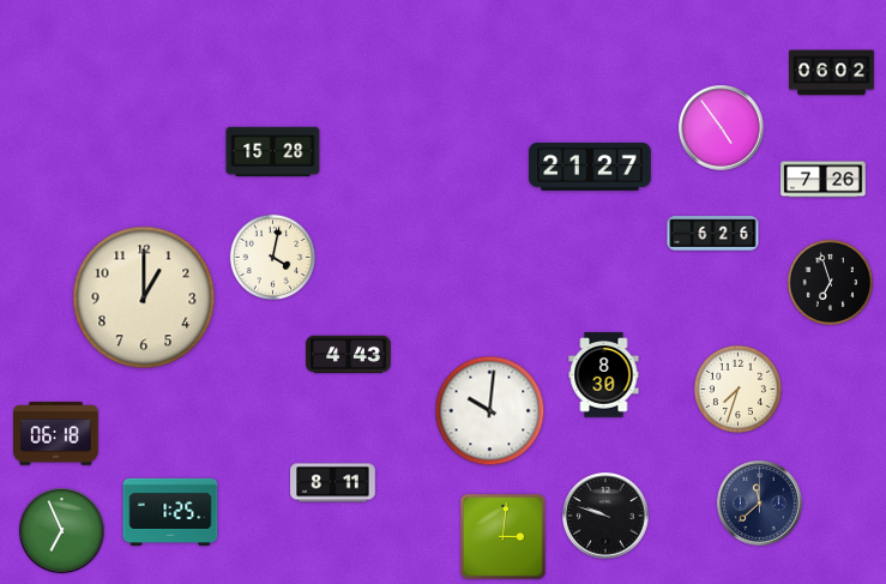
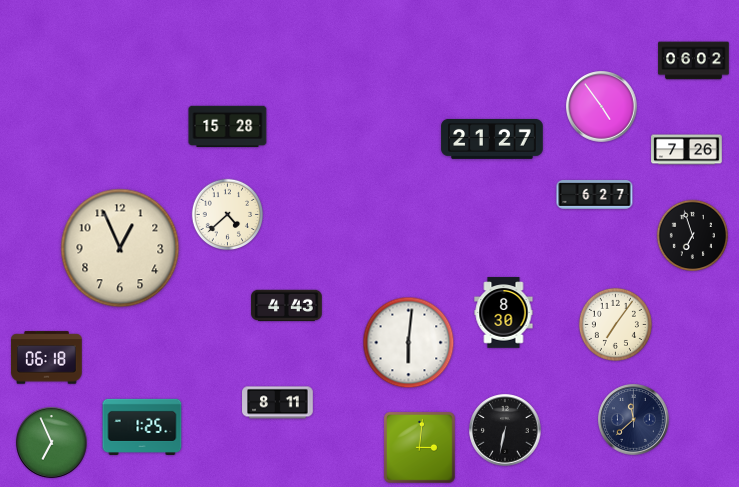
clock at (713, 234): 6:26 -> 6:27
clock at (272, 257): 4:02 -> 4:38
clock at (144, 297): 1:00 -> 12:56
clock at (349, 355) position: (349, 355) -> (287, 306)
clock at (737, 389): 7:33 -> 7:06
clock at (490, 411): 10:01 -> 6:01
clock at (56, 434) position: (56, 434) -> (47, 358)
clock at (605, 516): 9:48 -> 6:32
